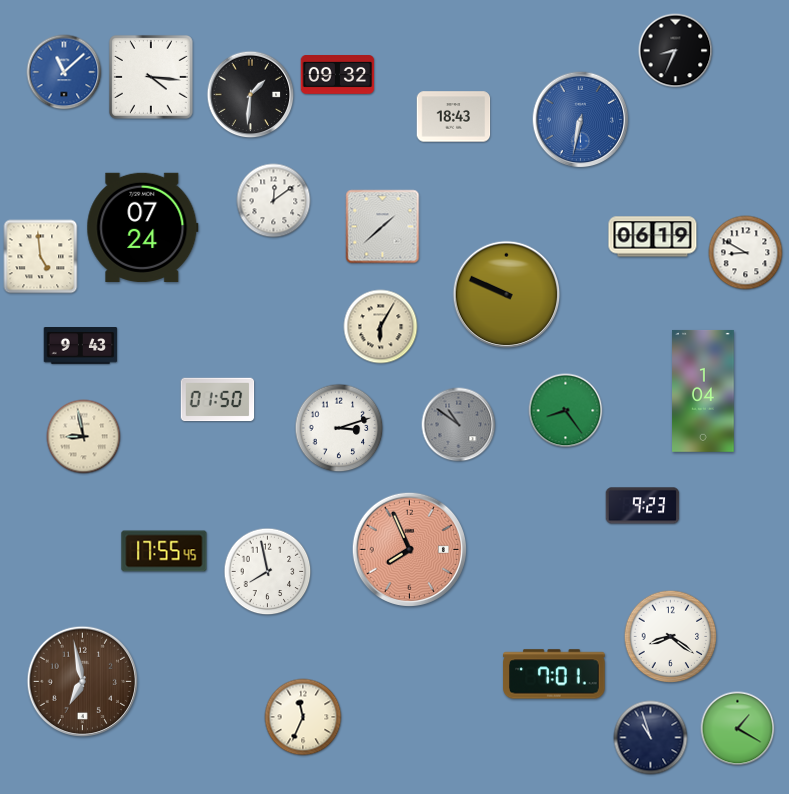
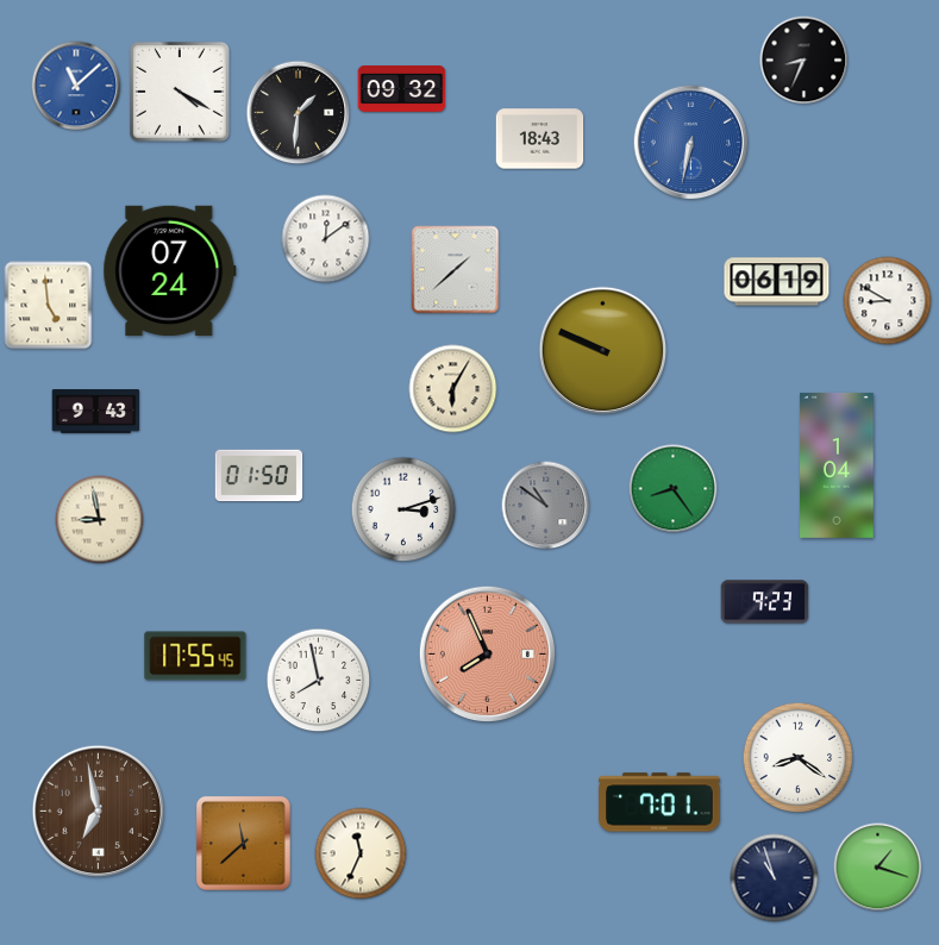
clock at (151, 77): 4:16 -> 4:20
clock at (244, 844): none -> 11:38
clock at (738, 729): 1:20 -> 1:18
